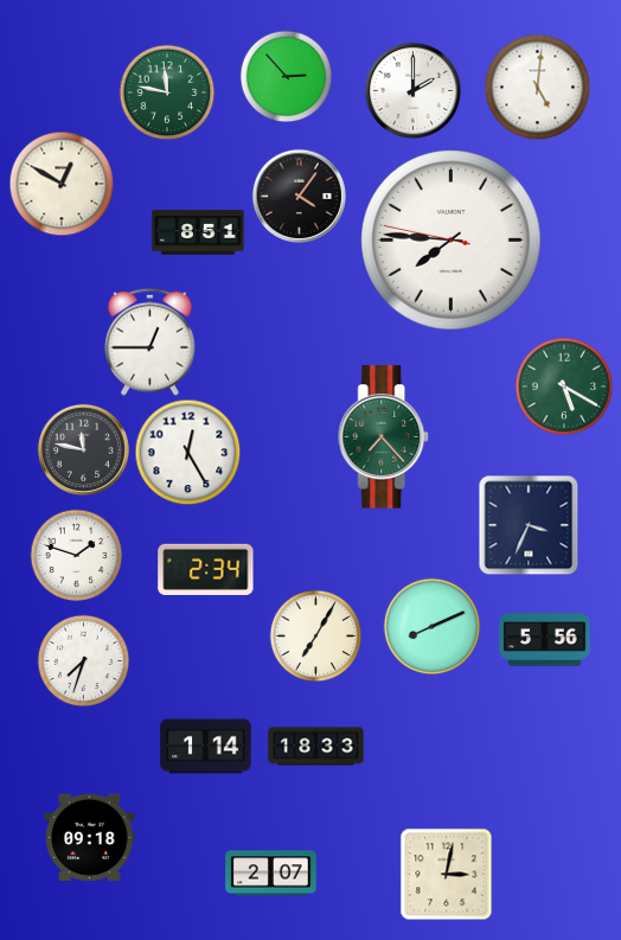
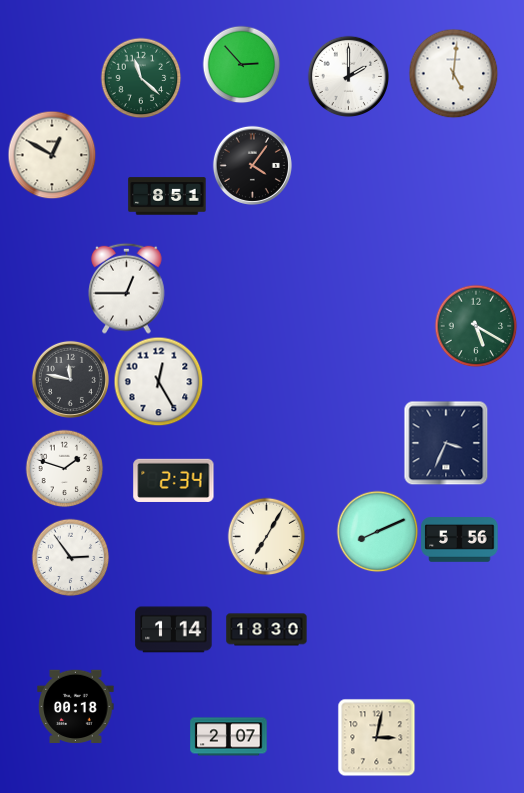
clock at (167, 92): 11:47 -> 11:22
clock at (452, 241): 7:45 -> none
clock at (384, 437): 7:23 -> none
clock at (431, 626) position: (431, 626) -> (377, 531)
clock at (83, 660): 7:33 -> 2:54
clock at (316, 747): 18:33 -> 18:30
clock at (90, 837): 09:18 -> 00:18
